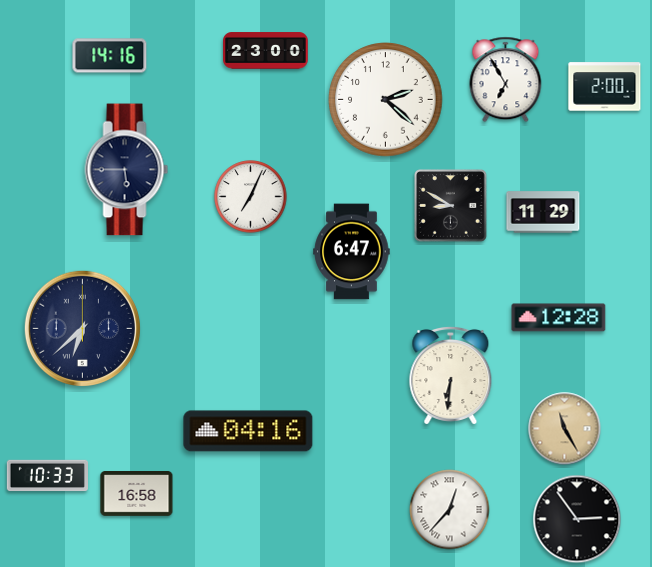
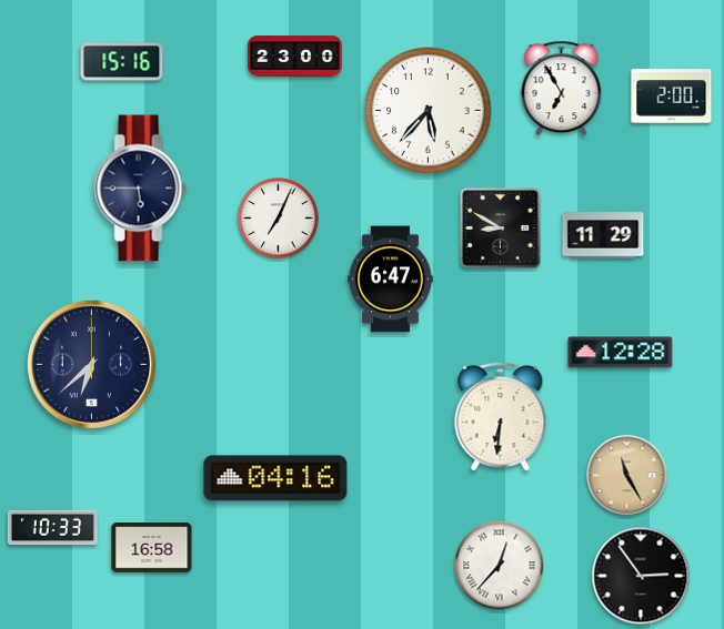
clock at (110, 56): 14:16 -> 15:16
clock at (386, 100): 2:22 -> 5:37
